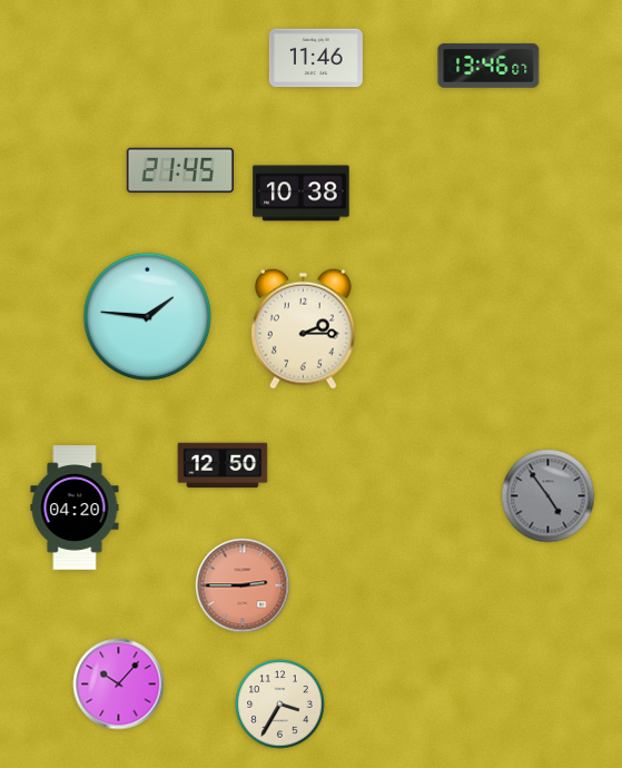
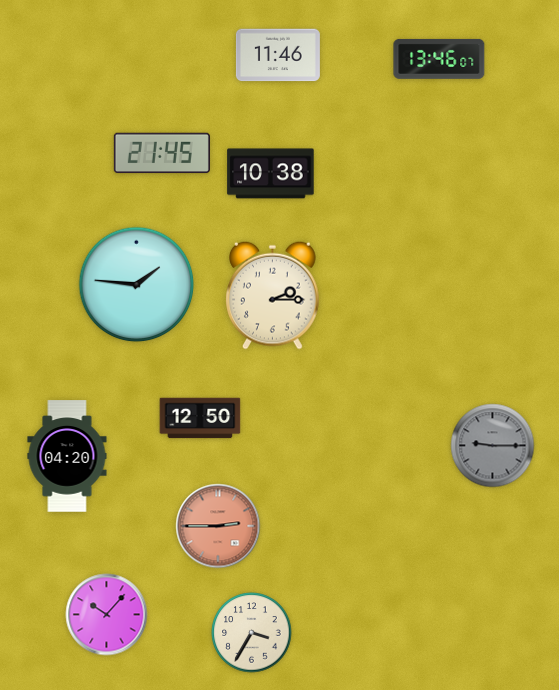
clock at (316, 58) position: (316, 58) -> (278, 55)
clock at (148, 317) position: (148, 317) -> (137, 285)
clock at (549, 496): 4:54 -> 9:15
